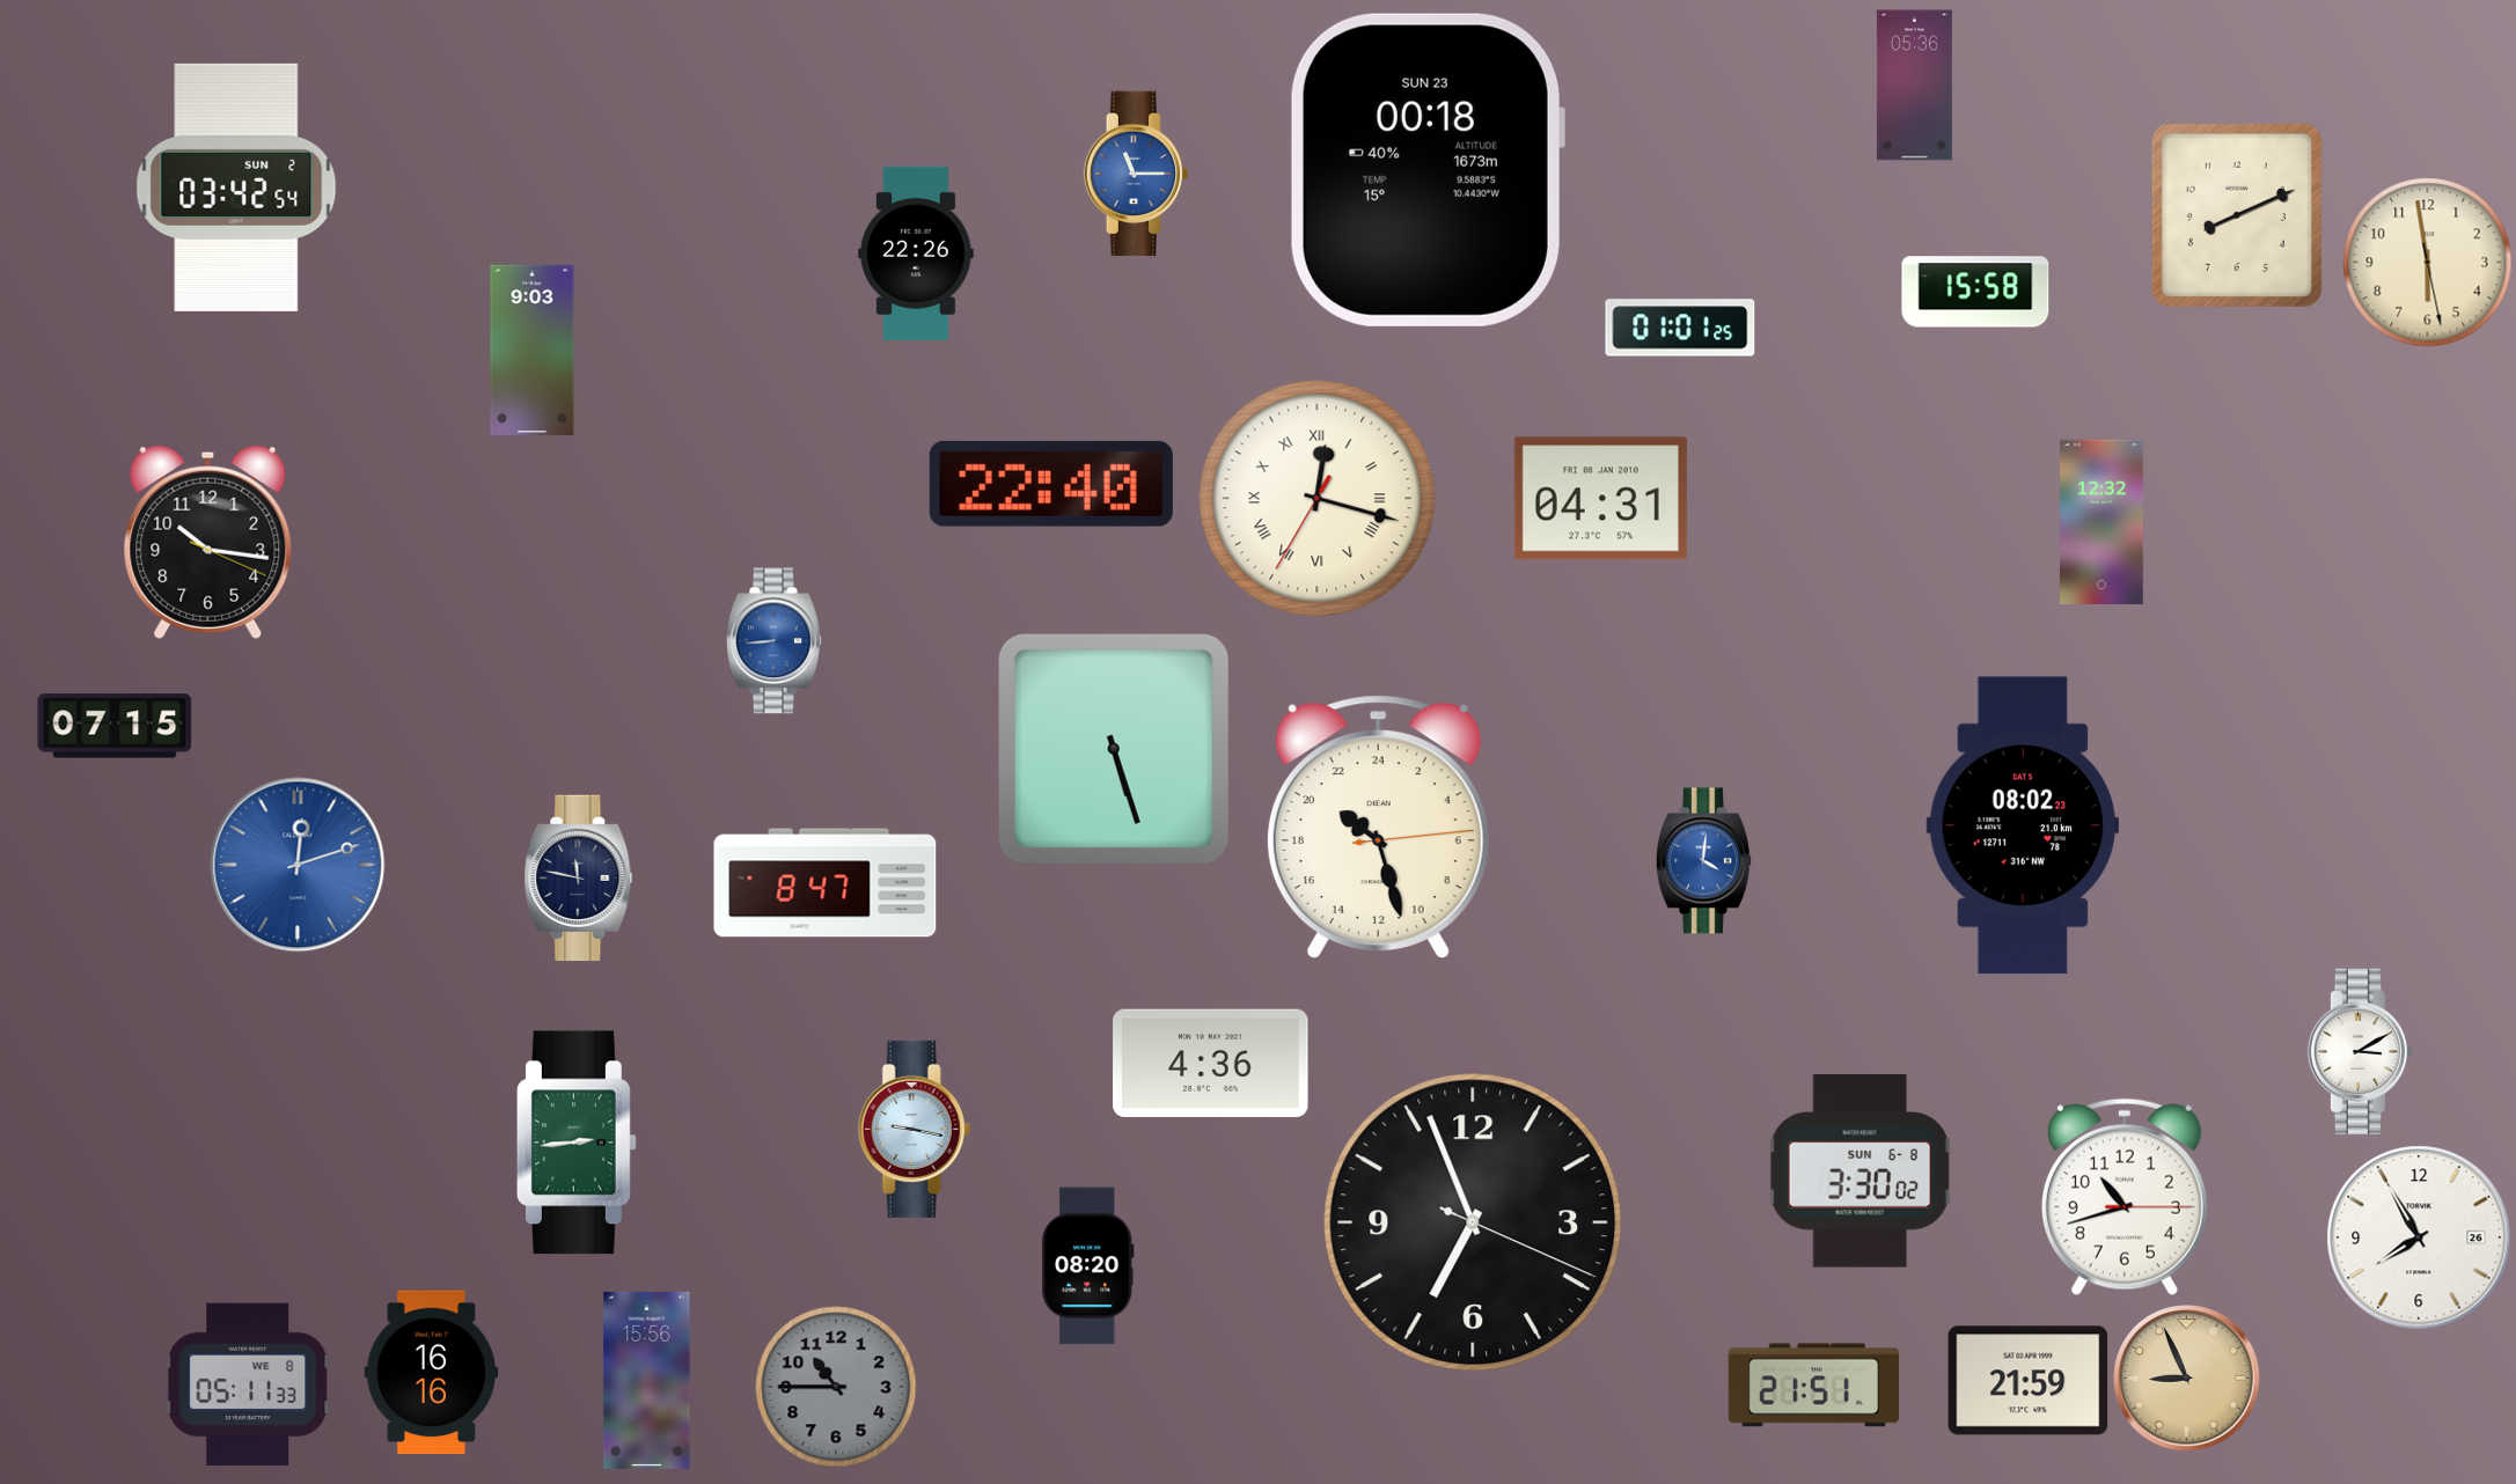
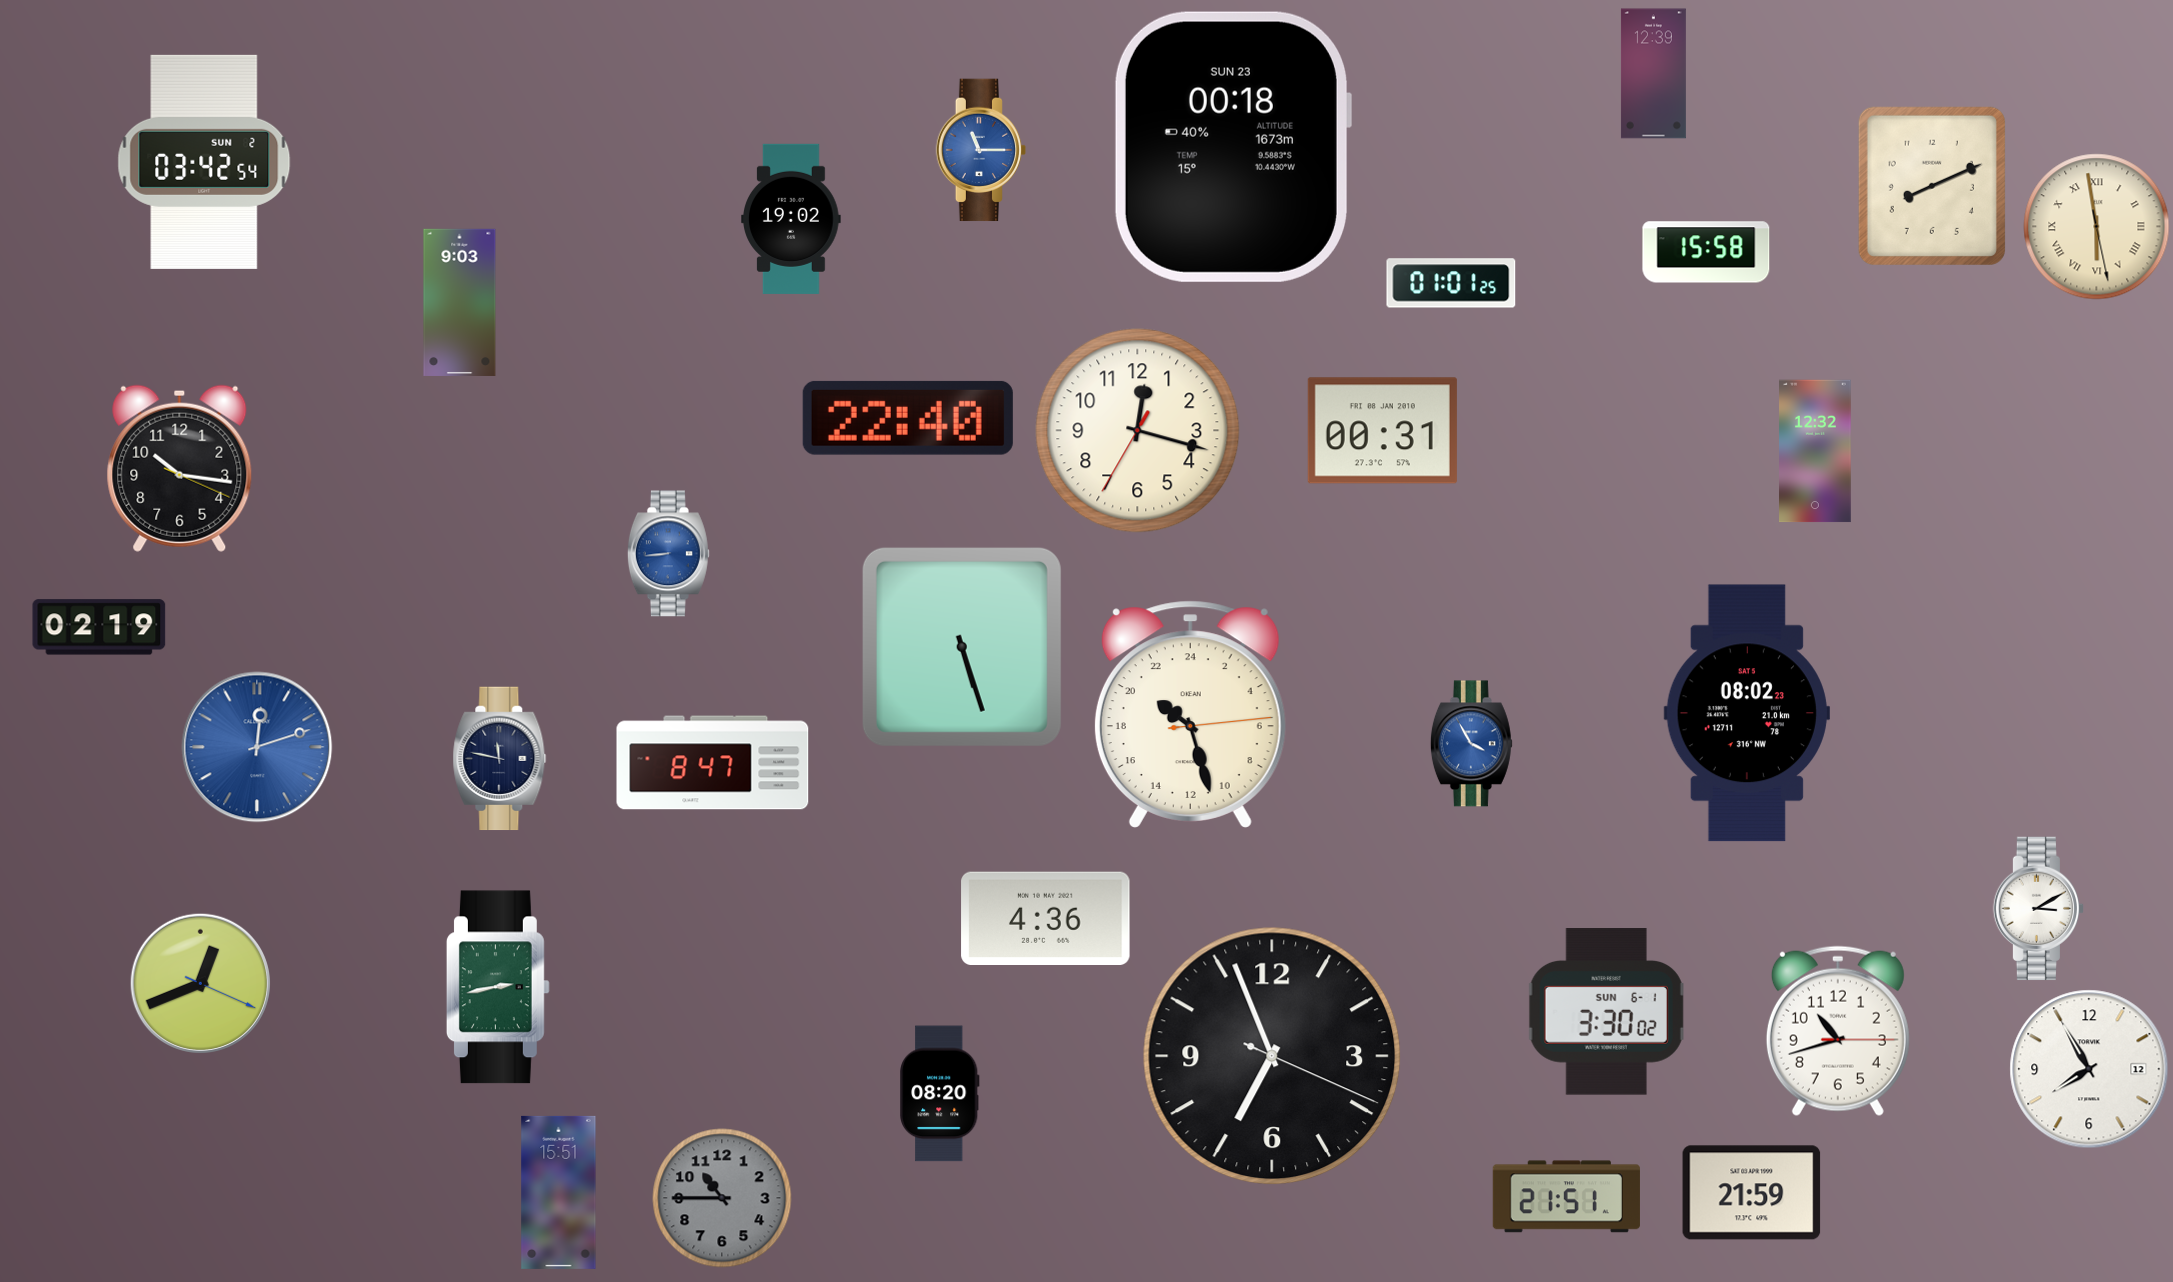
clock at (1914, 86): 05:36 -> 12:39
clock at (917, 254): 22:26 -> 19:02
clock at (2428, 263) numerals: Arabic -> Roman
clock at (1318, 499) numerals: Roman -> Arabic
clock at (1600, 499): 04:31 -> 00:31
clock at (115, 726): 07:15 -> 02:19
clock at (1703, 861): 4:01 -> 3:55
clock at (914, 1129): 9:17 -> none
clock at (200, 983): none -> 12:41
clock at (577, 1143): 2:44 -> 2:43
clock at (1860, 1171) date: SUN 6-8 -> SUN 6-1
clock at (2125, 1197) position: (2125, 1197) -> (1838, 1031)
clock at (2419, 1237) date: 26 -> 12
clock at (432, 1373): 16:16 -> none
clock at (2187, 1379): 8:56 -> none
clock at (647, 1380): 15:56 -> 15:51
clock at (248, 1384): 05:11 -> none
